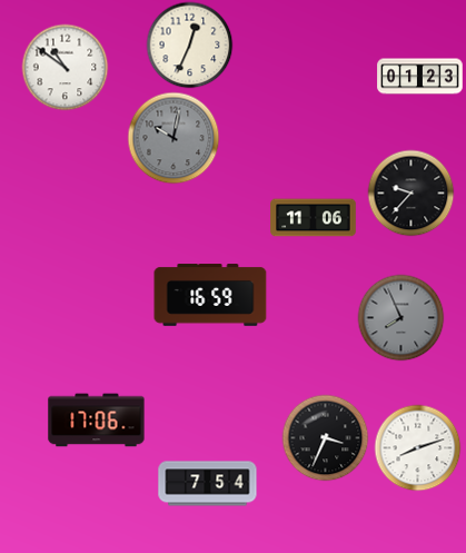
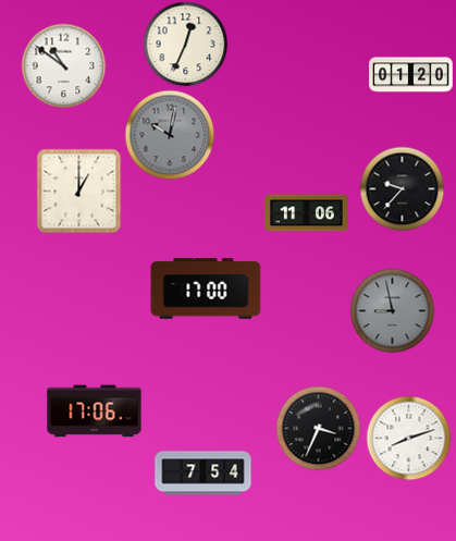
clock at (420, 77): 01:23 -> 01:20
clock at (78, 190): none -> 1:00
clock at (210, 295): 16:59 -> 17:00
clock at (400, 317): 7:56 -> 8:58
